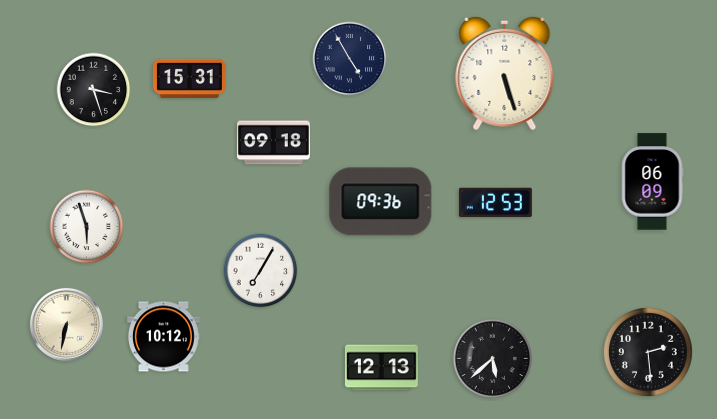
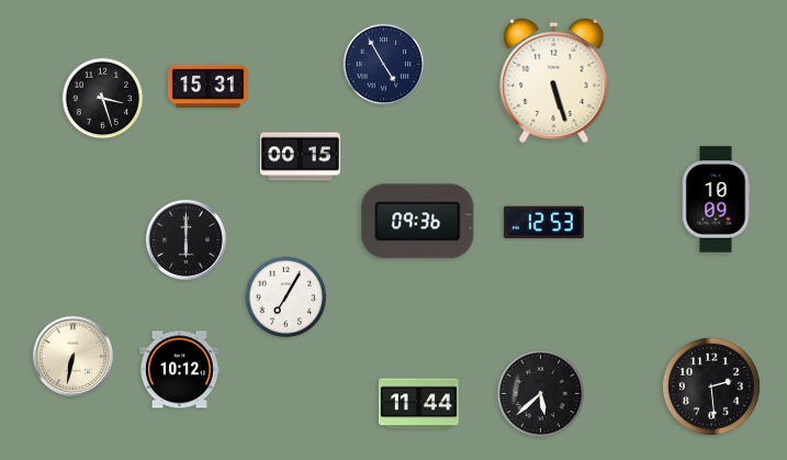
clock at (273, 143): 09:18 -> 00:15
clock at (652, 182): 06:09 -> 10:09
clock at (185, 239): none -> 6:00
clock at (87, 227): 5:57 -> none
clock at (381, 368): 12:13 -> 11:44
